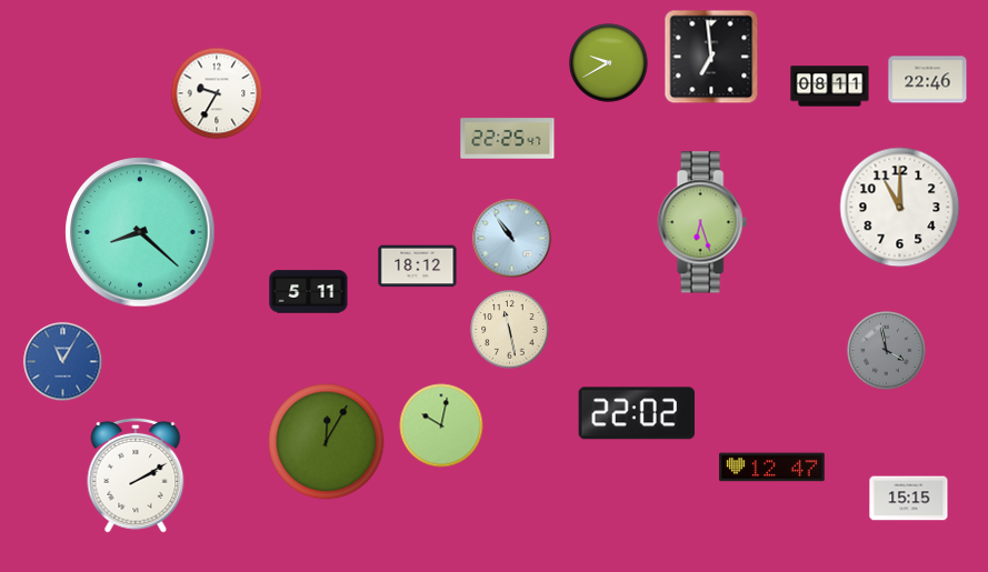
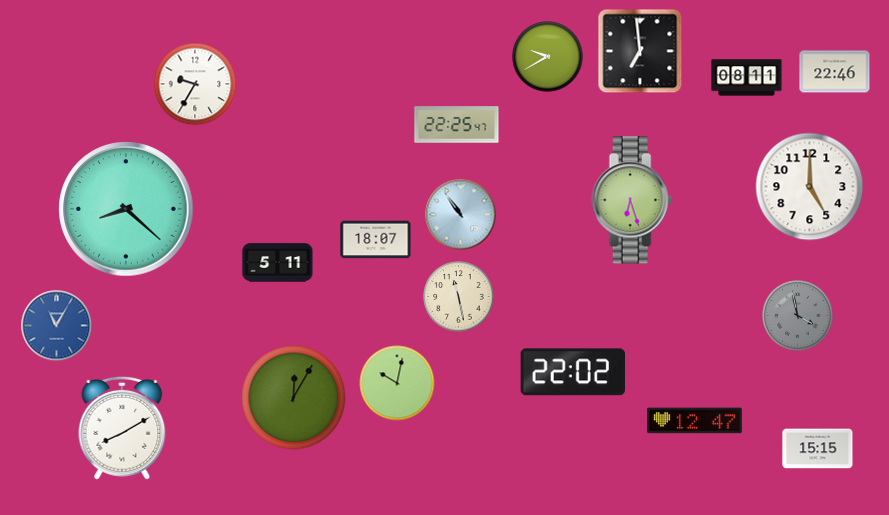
clock at (900, 208): 11:00 -> 5:00
clock at (418, 267): 18:12 -> 18:07
clock at (136, 475): 2:10 -> 8:10
